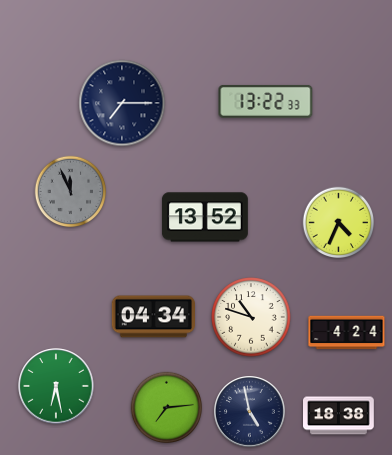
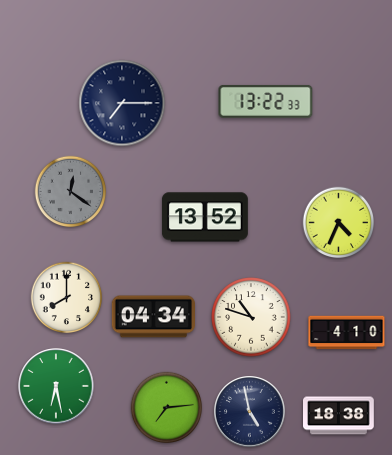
clock at (71, 192): 11:56 -> 12:21
clock at (67, 298): none -> 8:00
clock at (347, 333): 4:24 -> 4:10
